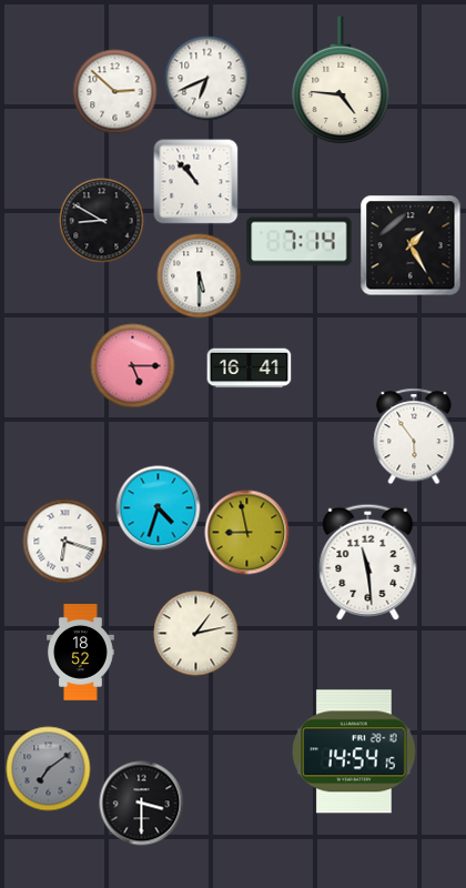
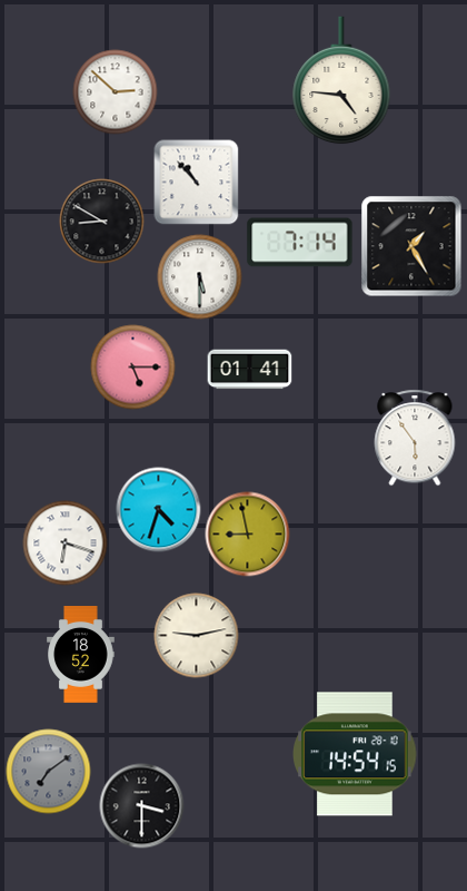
clock at (207, 79): 6:41 -> none
clock at (250, 369): 16:41 -> 01:41
clock at (368, 562): 11:29 -> none
clock at (196, 634): 1:13 -> 9:13
